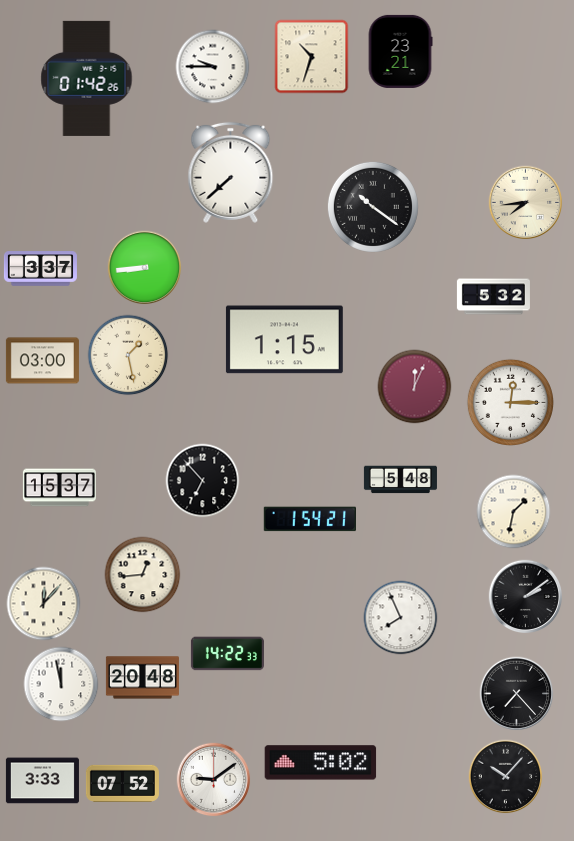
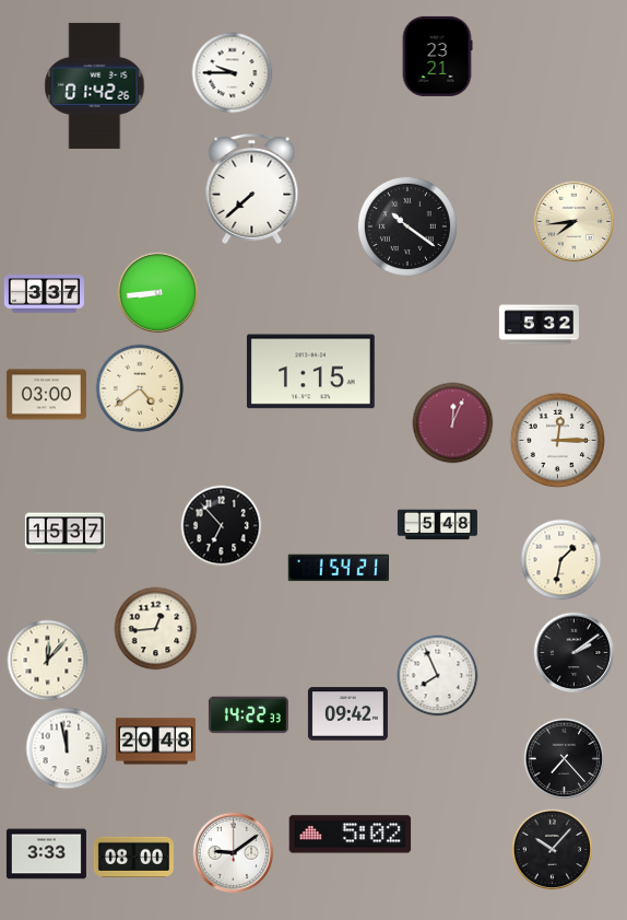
clock at (312, 57): 10:33 -> none
clock at (128, 355): 1:28 -> 4:39
clock at (347, 714): none -> 09:42
clock at (122, 783): 07:52 -> 08:00
